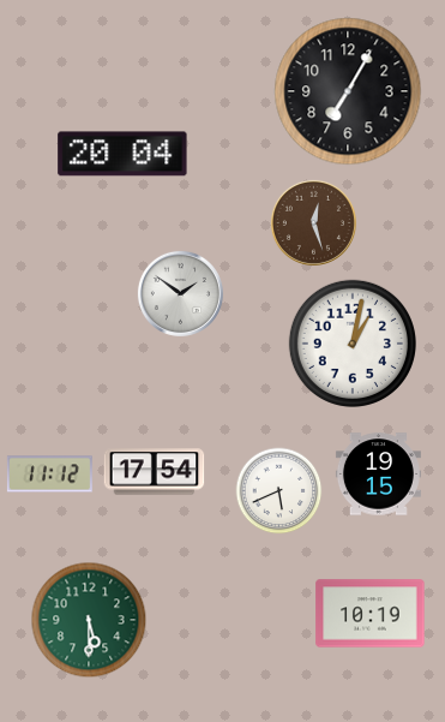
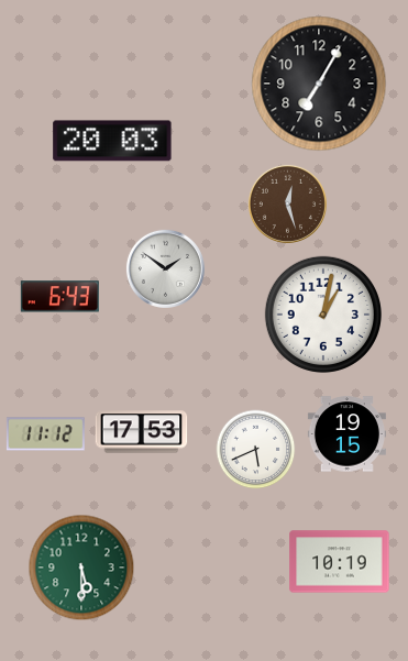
clock at (122, 154): 20:04 -> 20:03
clock at (59, 297): none -> 6:43
clock at (155, 472): 17:54 -> 17:53
